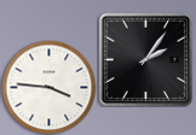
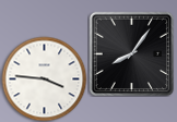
clock at (145, 59): 2:06 -> 8:06
